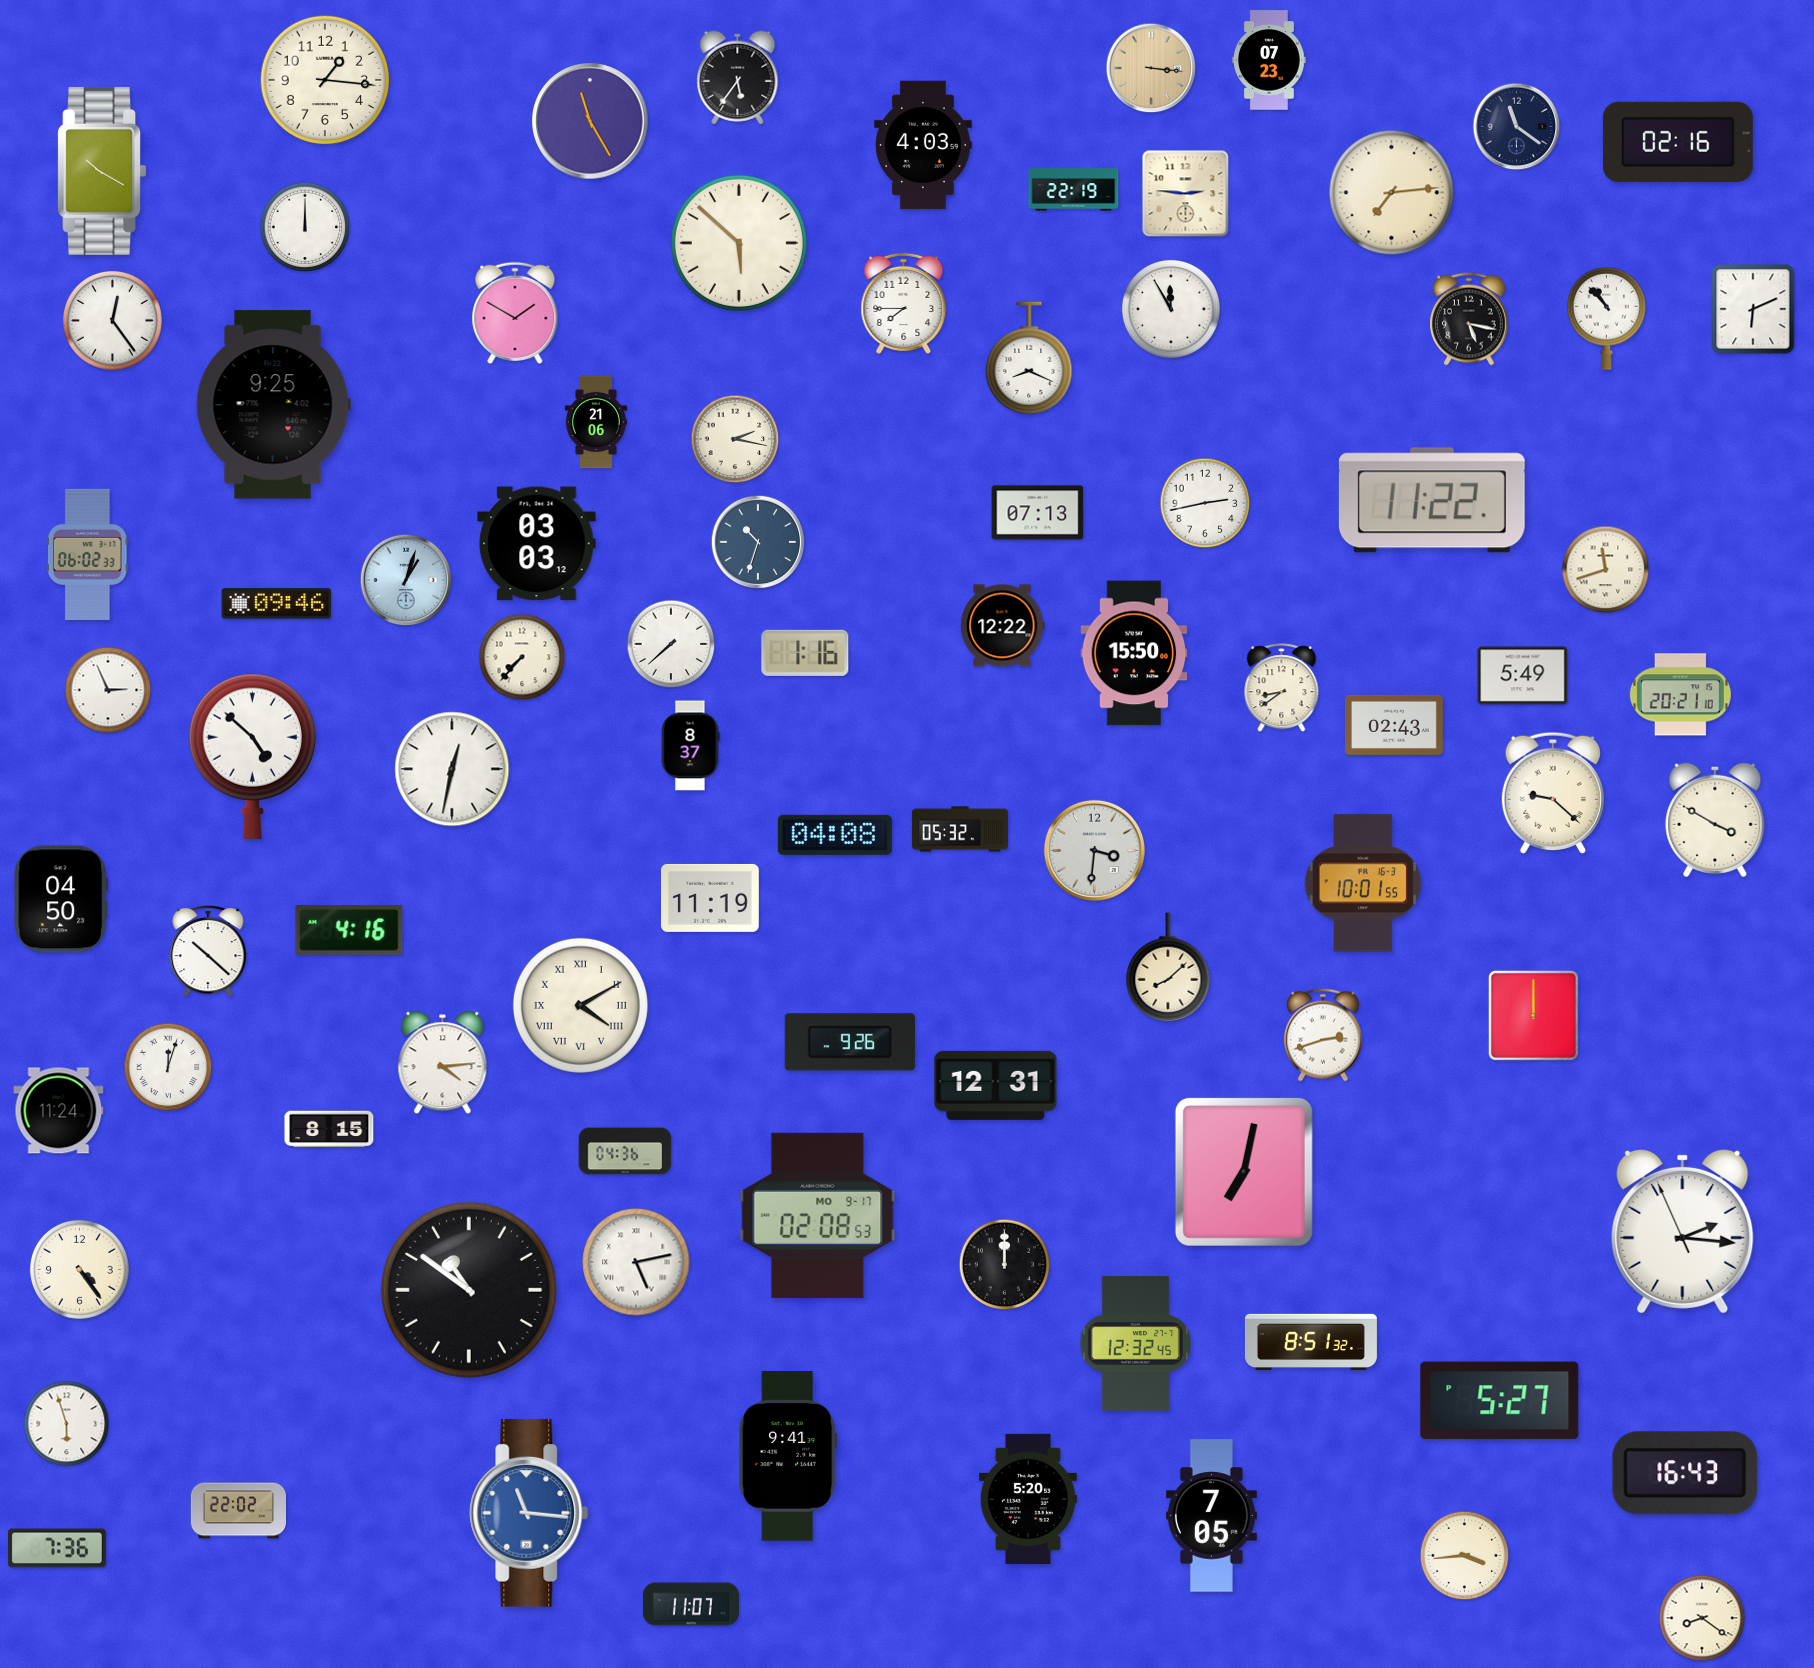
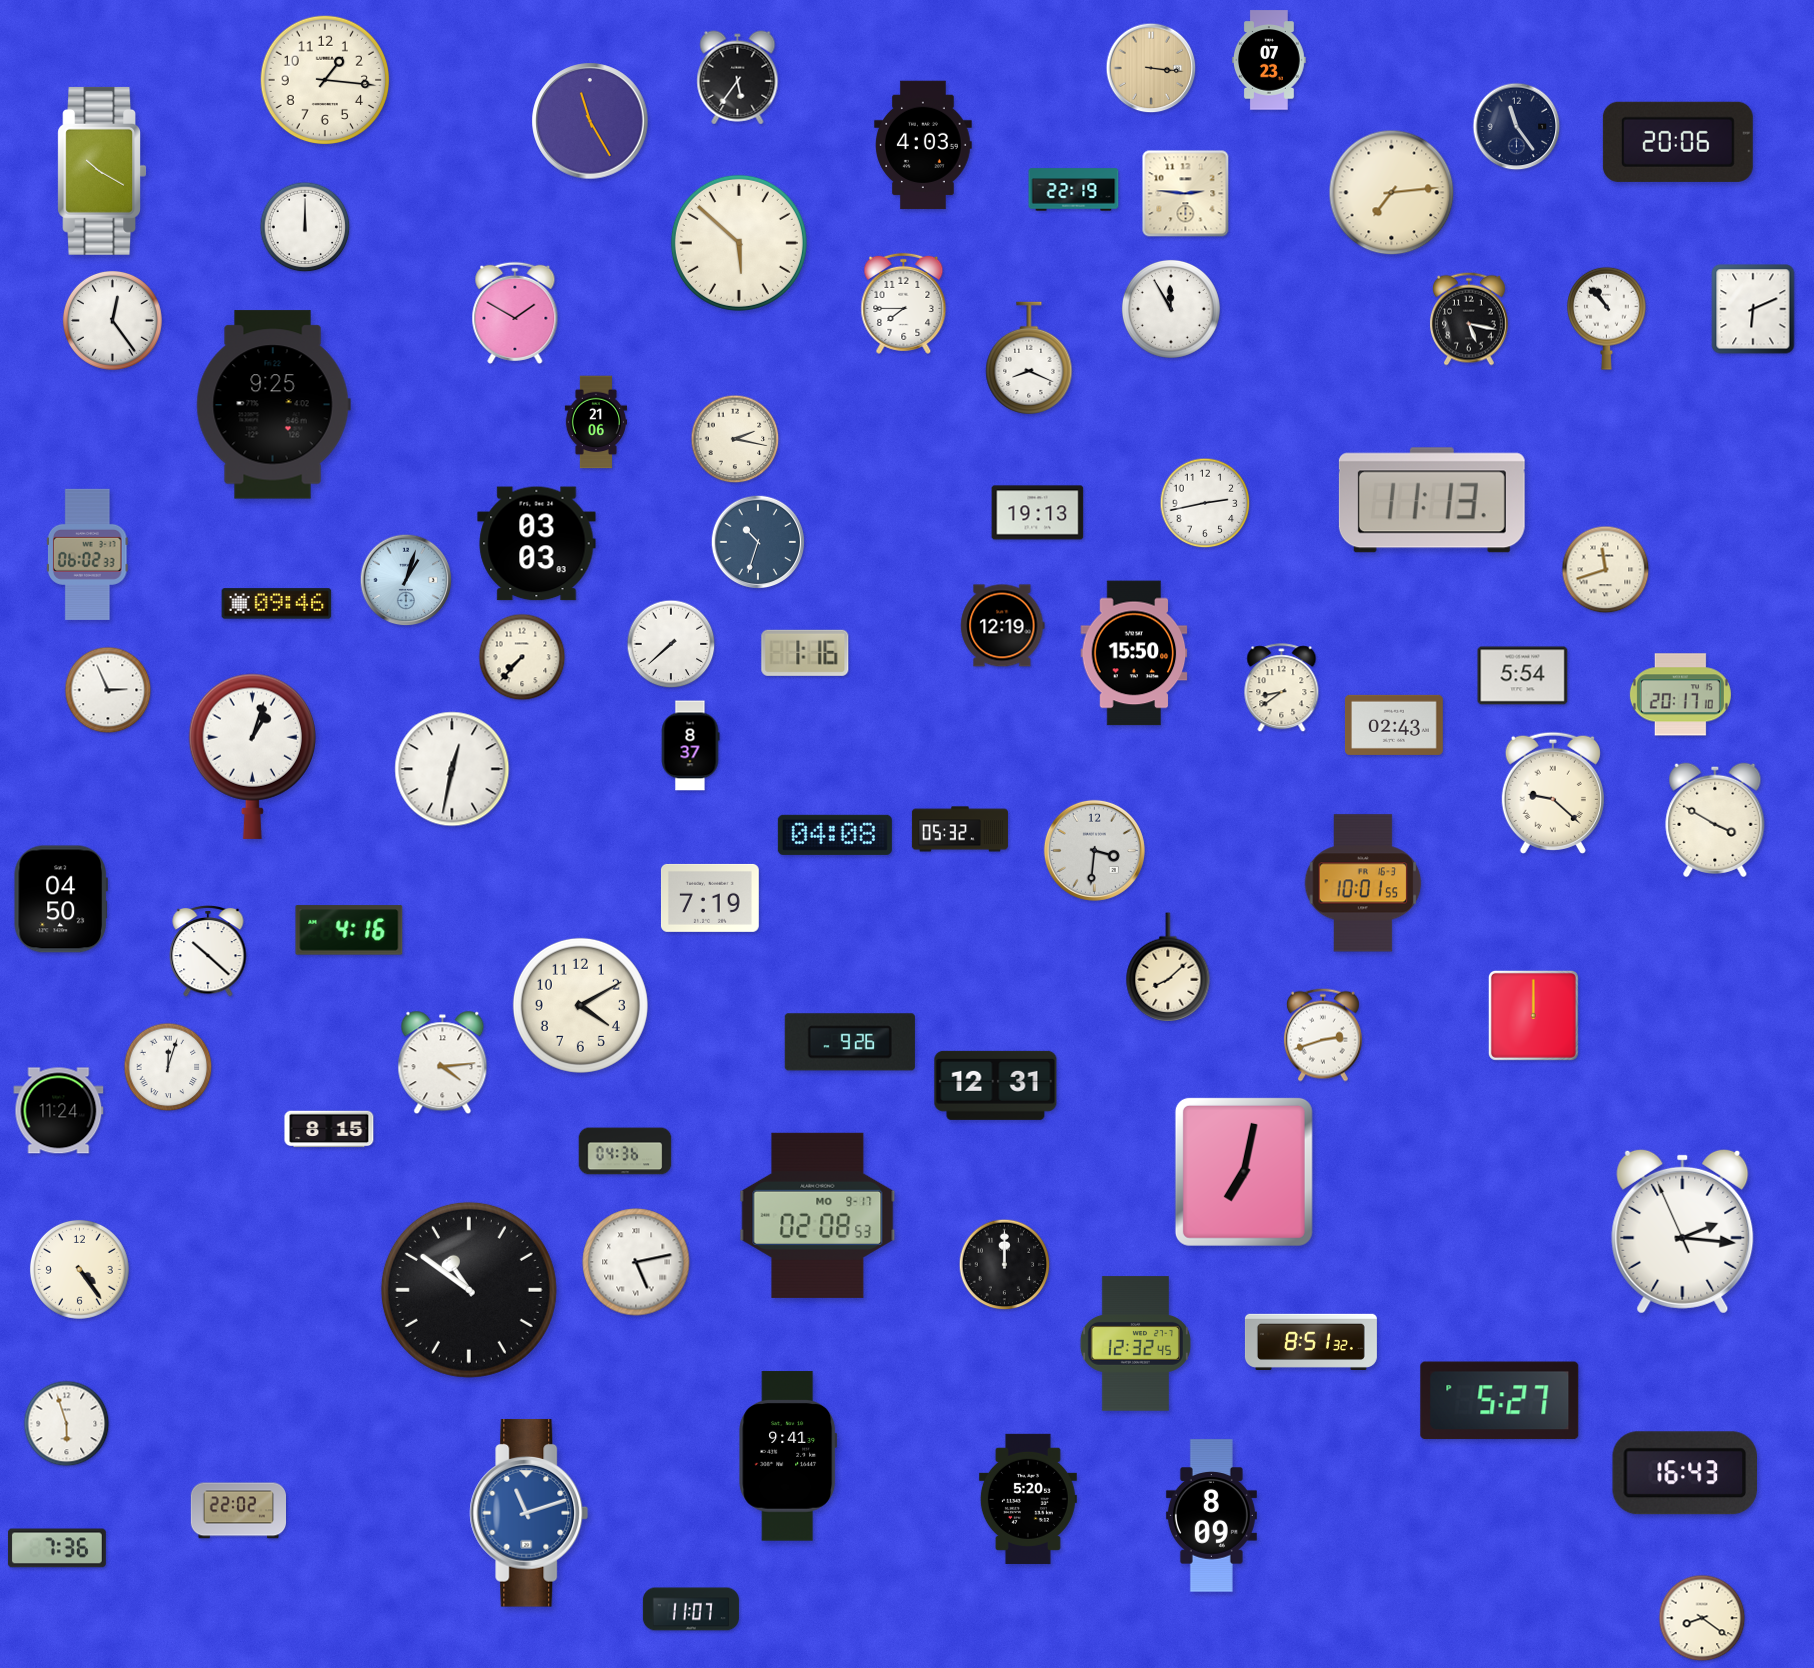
clock at (1517, 127): 11:21 -> 11:24
clock at (1678, 142): 02:16 -> 20:06
clock at (1432, 500): 11:22 -> 11:13
clock at (1038, 513): 07:13 -> 19:13
clock at (537, 544): 03:03:12 -> 03:03:03
clock at (1003, 626): 12:22 -> 12:19
clock at (1523, 676): 5:49 -> 5:54
clock at (1680, 695): 20:21 -> 20:17
clock at (252, 756): 4:52 -> 1:03
clock at (710, 898): 11:19 -> 7:19
clock at (580, 1005) numerals: Roman -> Arabic
clock at (529, 1513): 11:16 -> 11:12
clock at (1211, 1516): 7:05 -> 8:09
clock at (1465, 1556): 3:44 -> none
clock at (691, 1604) position: (691, 1604) -> (691, 1609)
